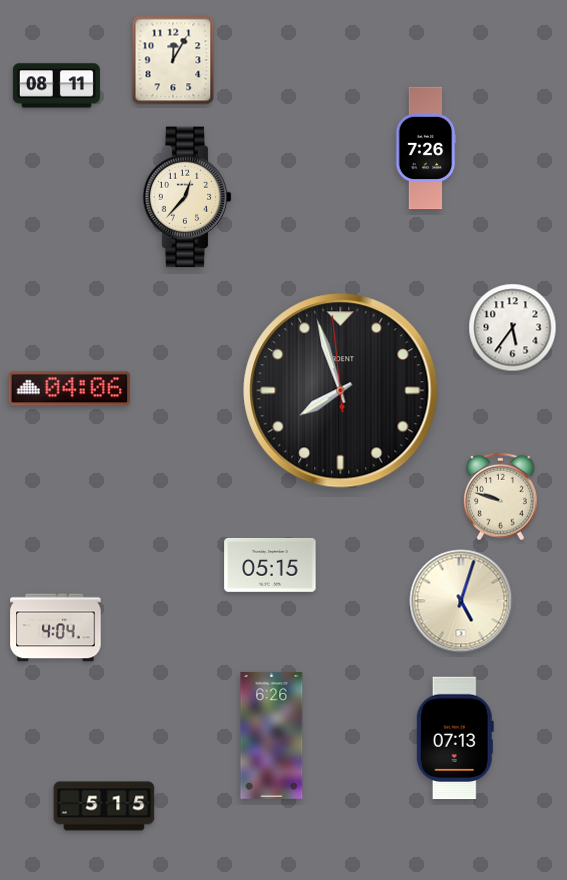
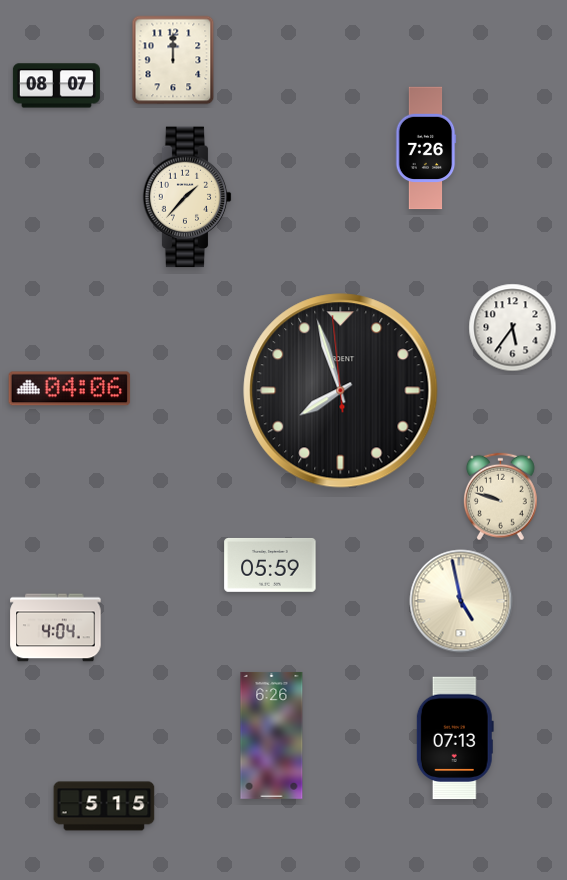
clock at (173, 60): 12:05 -> 12:00
clock at (56, 86): 08:11 -> 08:07
clock at (187, 197): 12:37 -> 1:37
clock at (270, 565): 05:15 -> 05:59
clock at (461, 601): 5:03 -> 4:58
